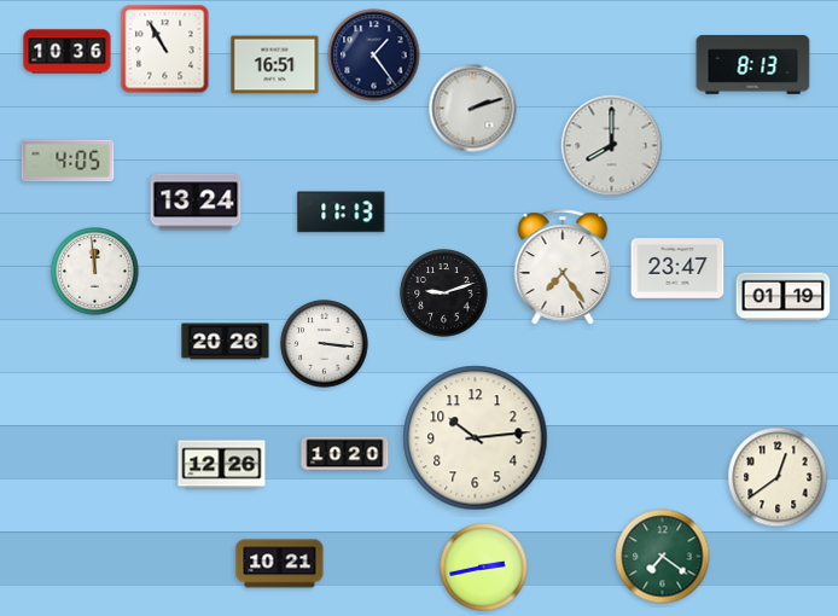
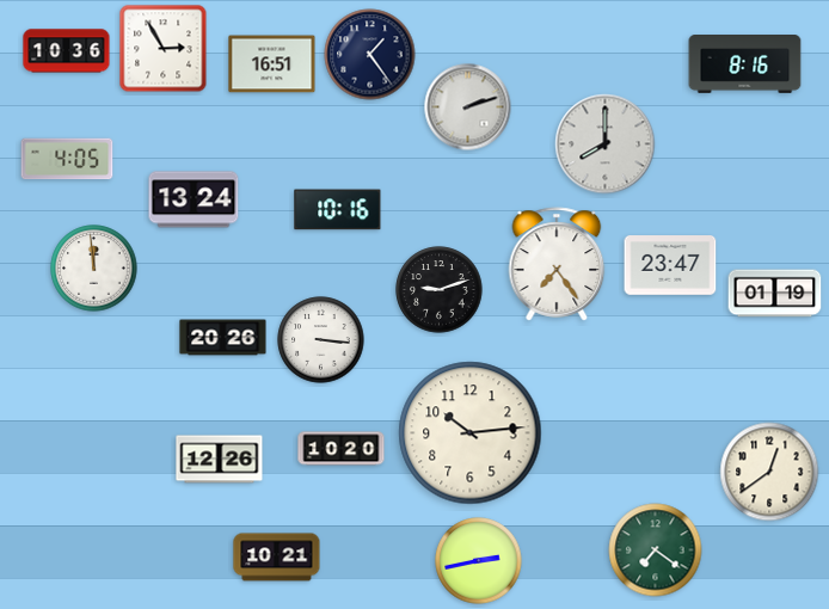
clock at (165, 50): 10:55 -> 2:55
clock at (753, 65): 8:13 -> 8:16
clock at (342, 213): 11:13 -> 10:16
